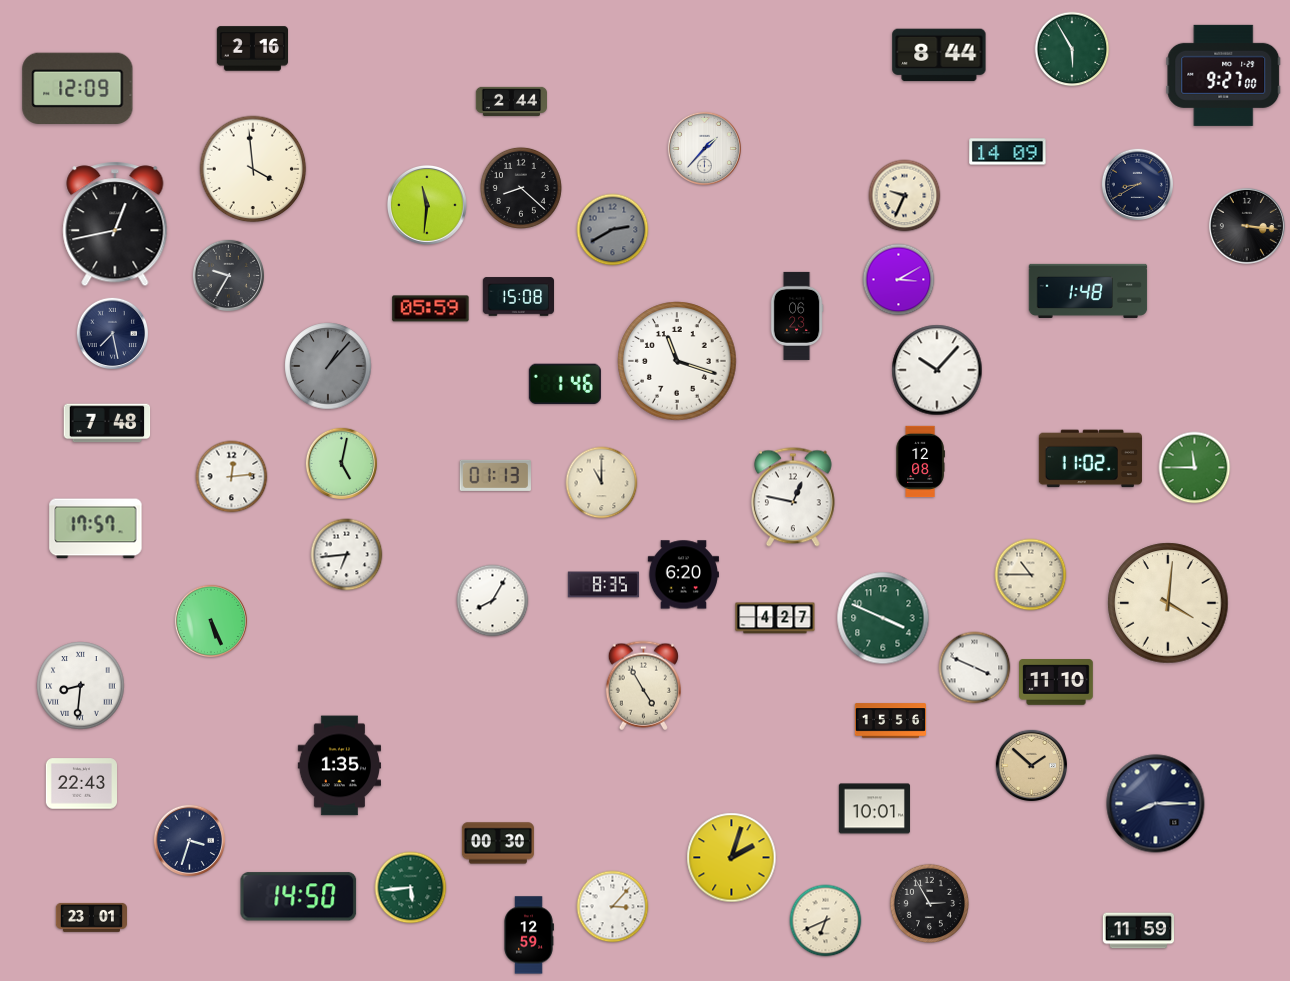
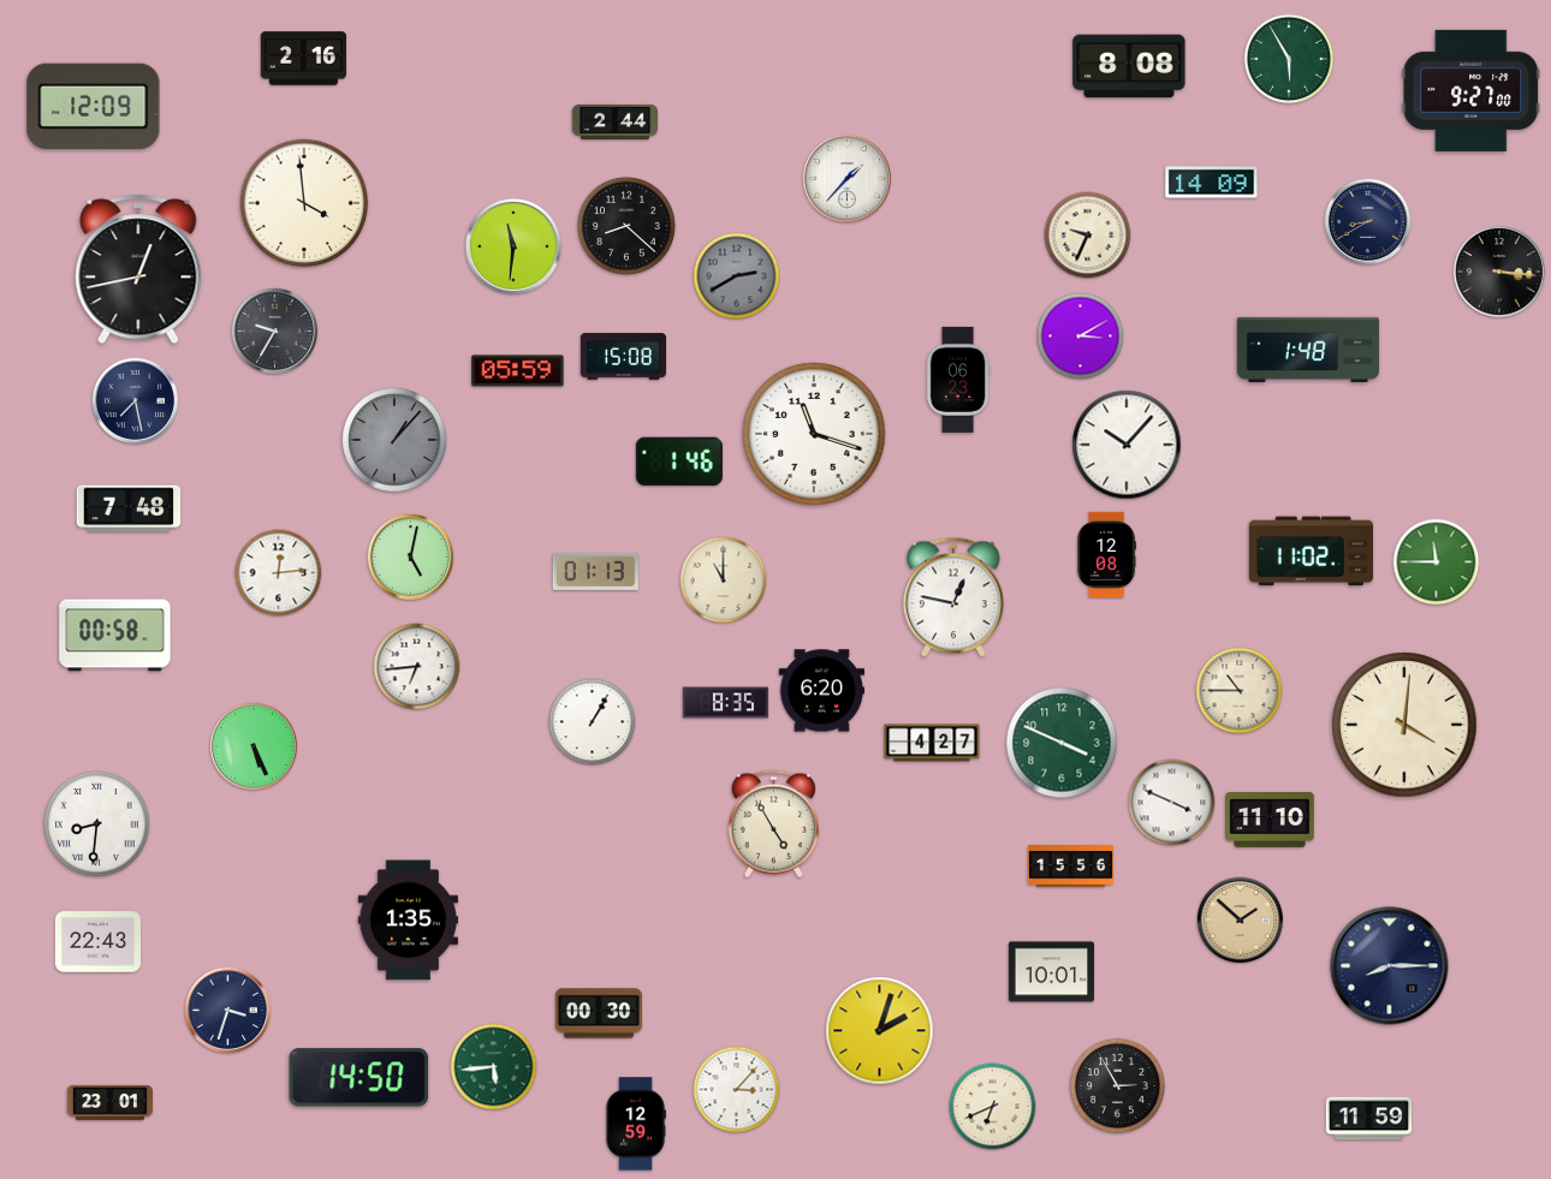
clock at (939, 55): 8:44 -> 8:08
clock at (96, 529): 17:57 -> 00:58
clock at (493, 601): 8:05 -> 1:05
